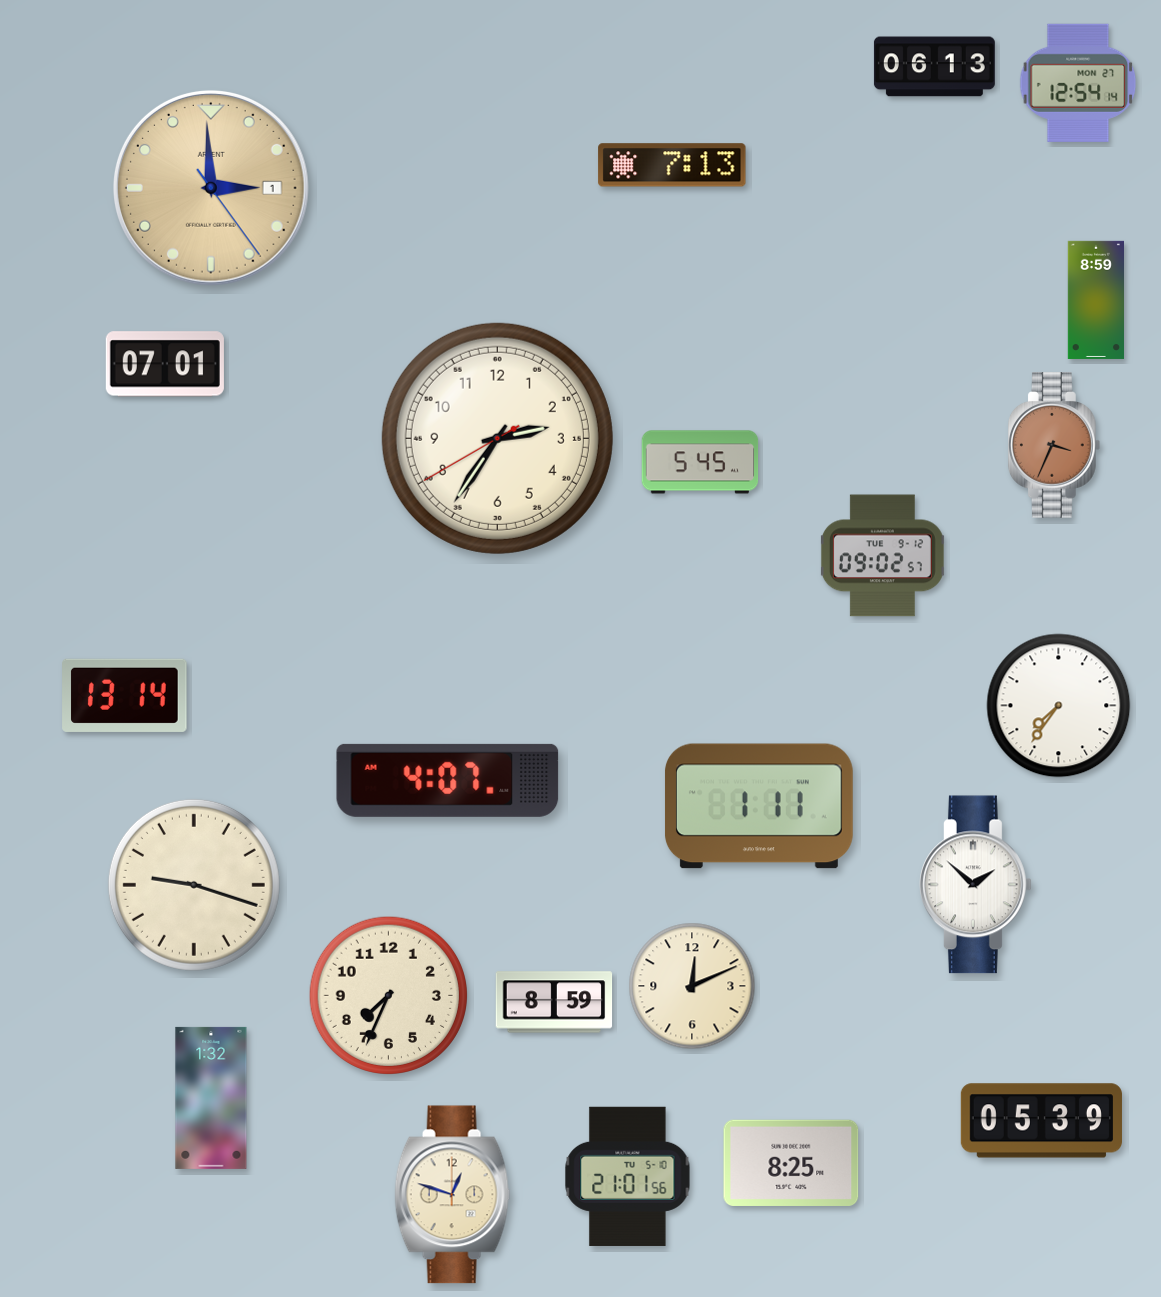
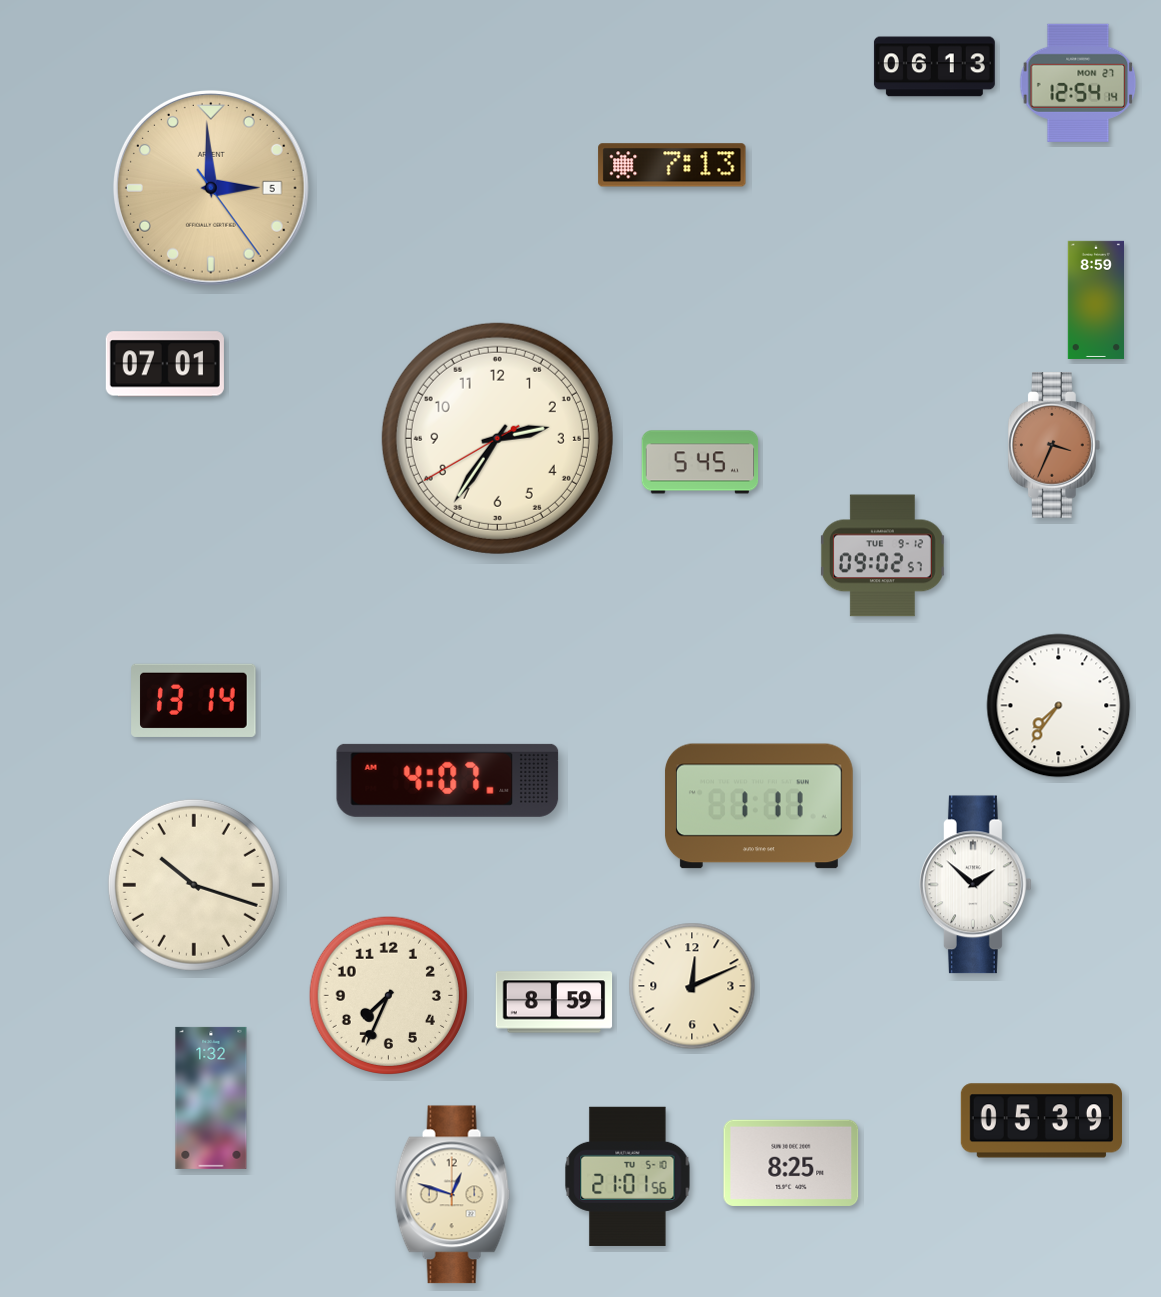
clock at (211, 188) date: 1 -> 5
clock at (125, 695) position: (125, 695) -> (194, 700)
clock at (194, 885): 9:18 -> 10:18
